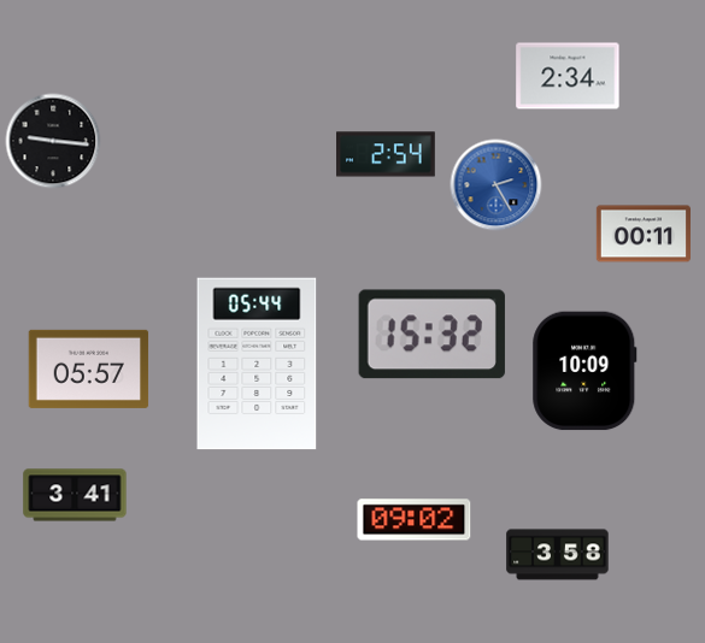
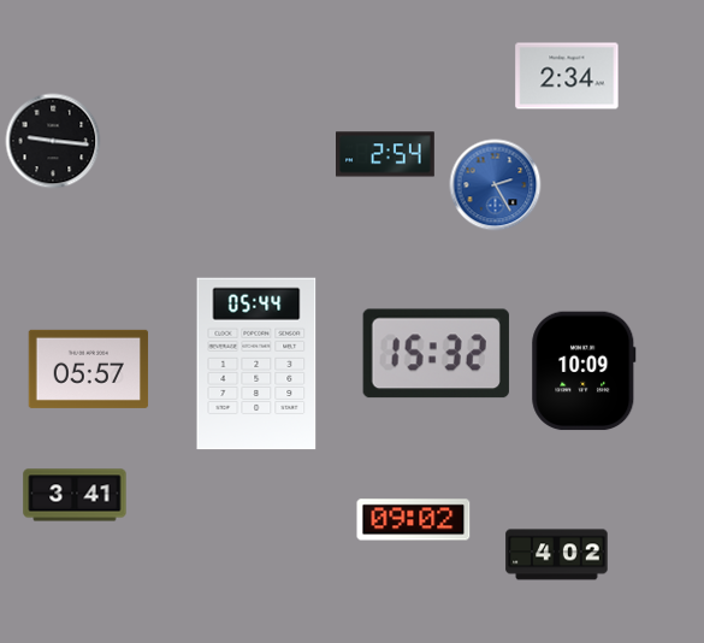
clock at (644, 234): 00:11 -> none
clock at (431, 335) position: (431, 335) -> (436, 354)
clock at (558, 555): 3:58 -> 4:02
